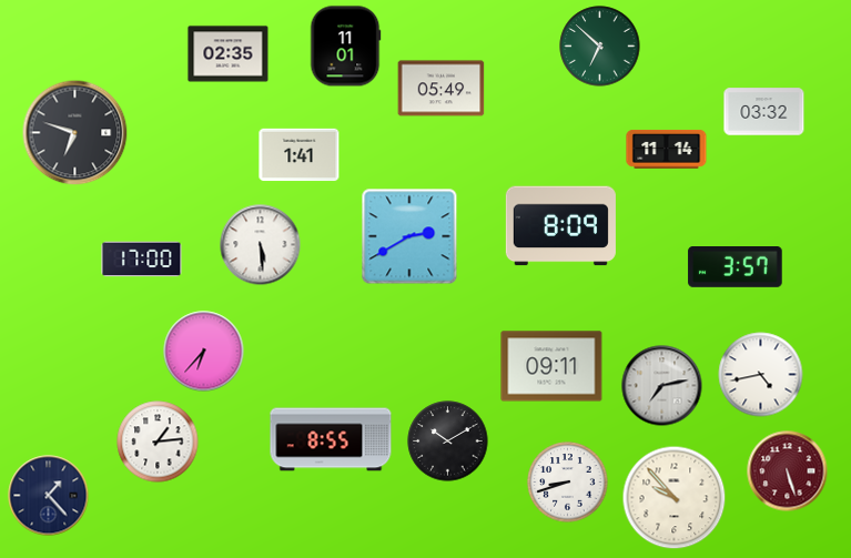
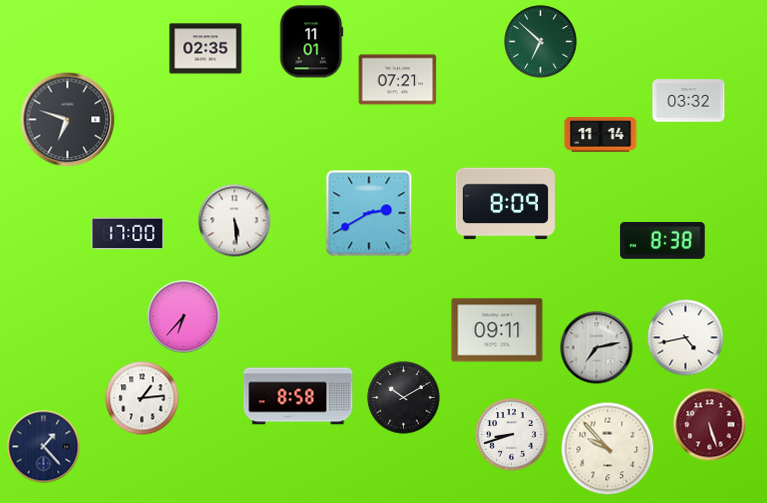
clock at (442, 89): 05:49 -> 07:21
clock at (300, 155): 1:41 -> none
clock at (736, 267): 3:57 -> 8:38
clock at (331, 439): 8:55 -> 8:58
